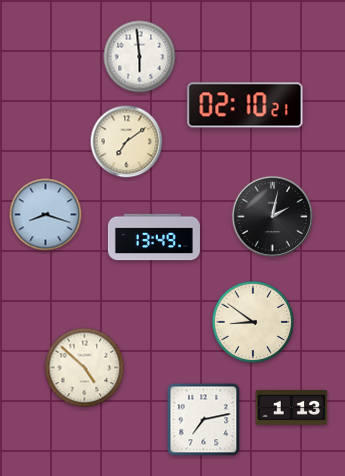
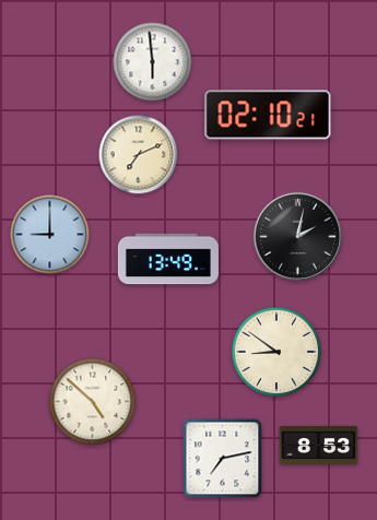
clock at (127, 142): 7:09 -> 7:11
clock at (46, 215): 8:18 -> 9:00
clock at (292, 408): 1:13 -> 8:53
